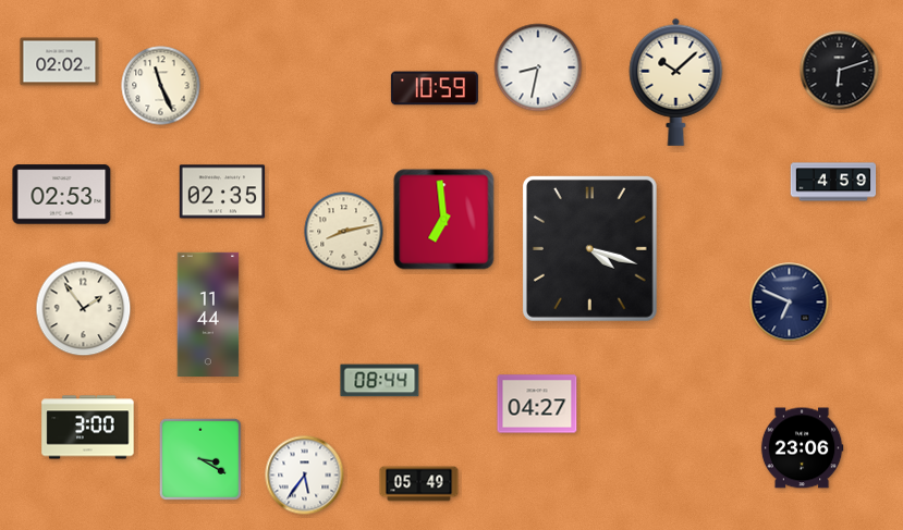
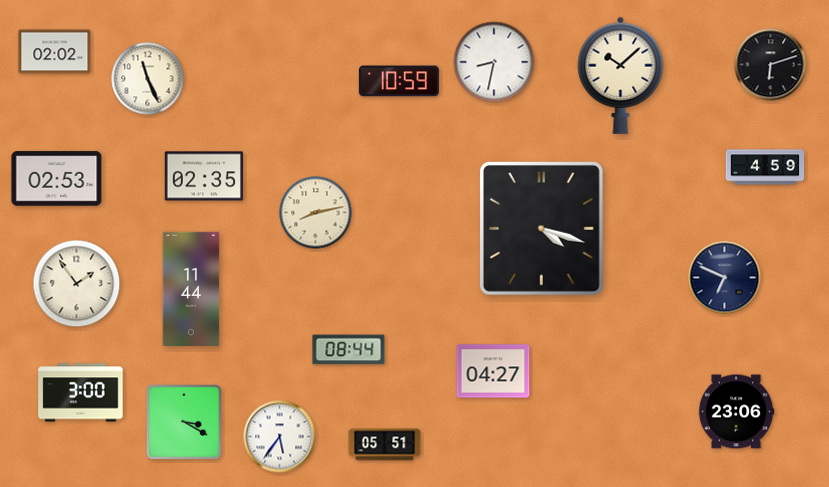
clock at (60, 62) position: (60, 62) -> (55, 52)
clock at (444, 220): 6:59 -> none
clock at (419, 484): 05:49 -> 05:51
